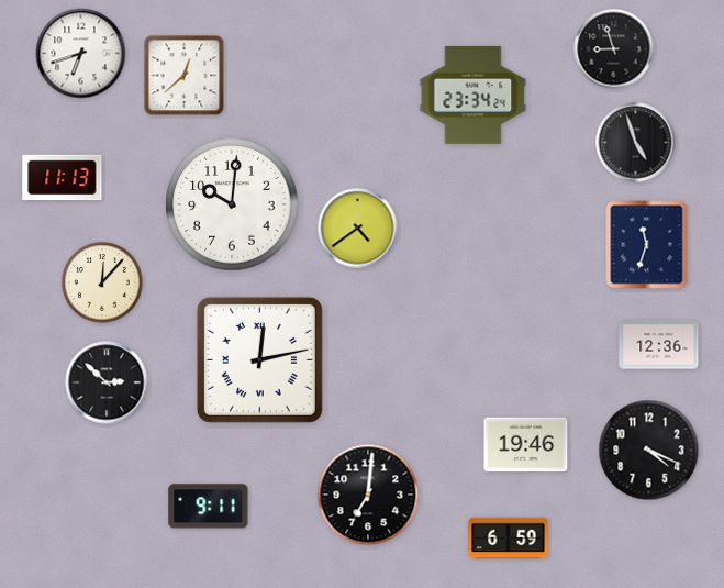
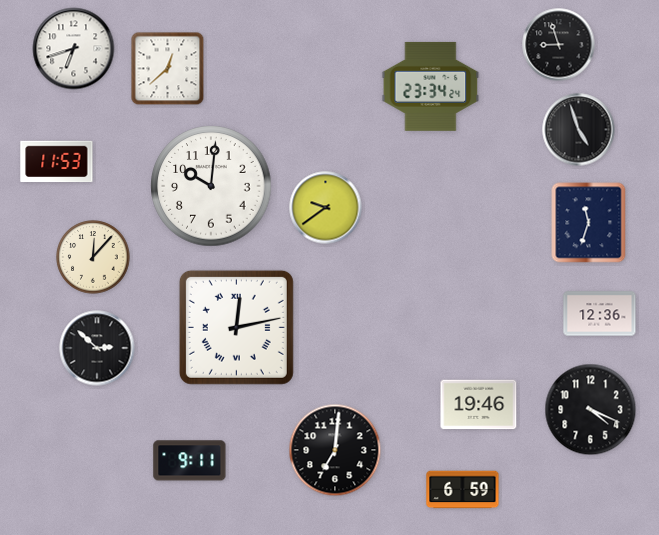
clock at (63, 178): 11:13 -> 11:53
clock at (358, 229): 4:39 -> 9:39
